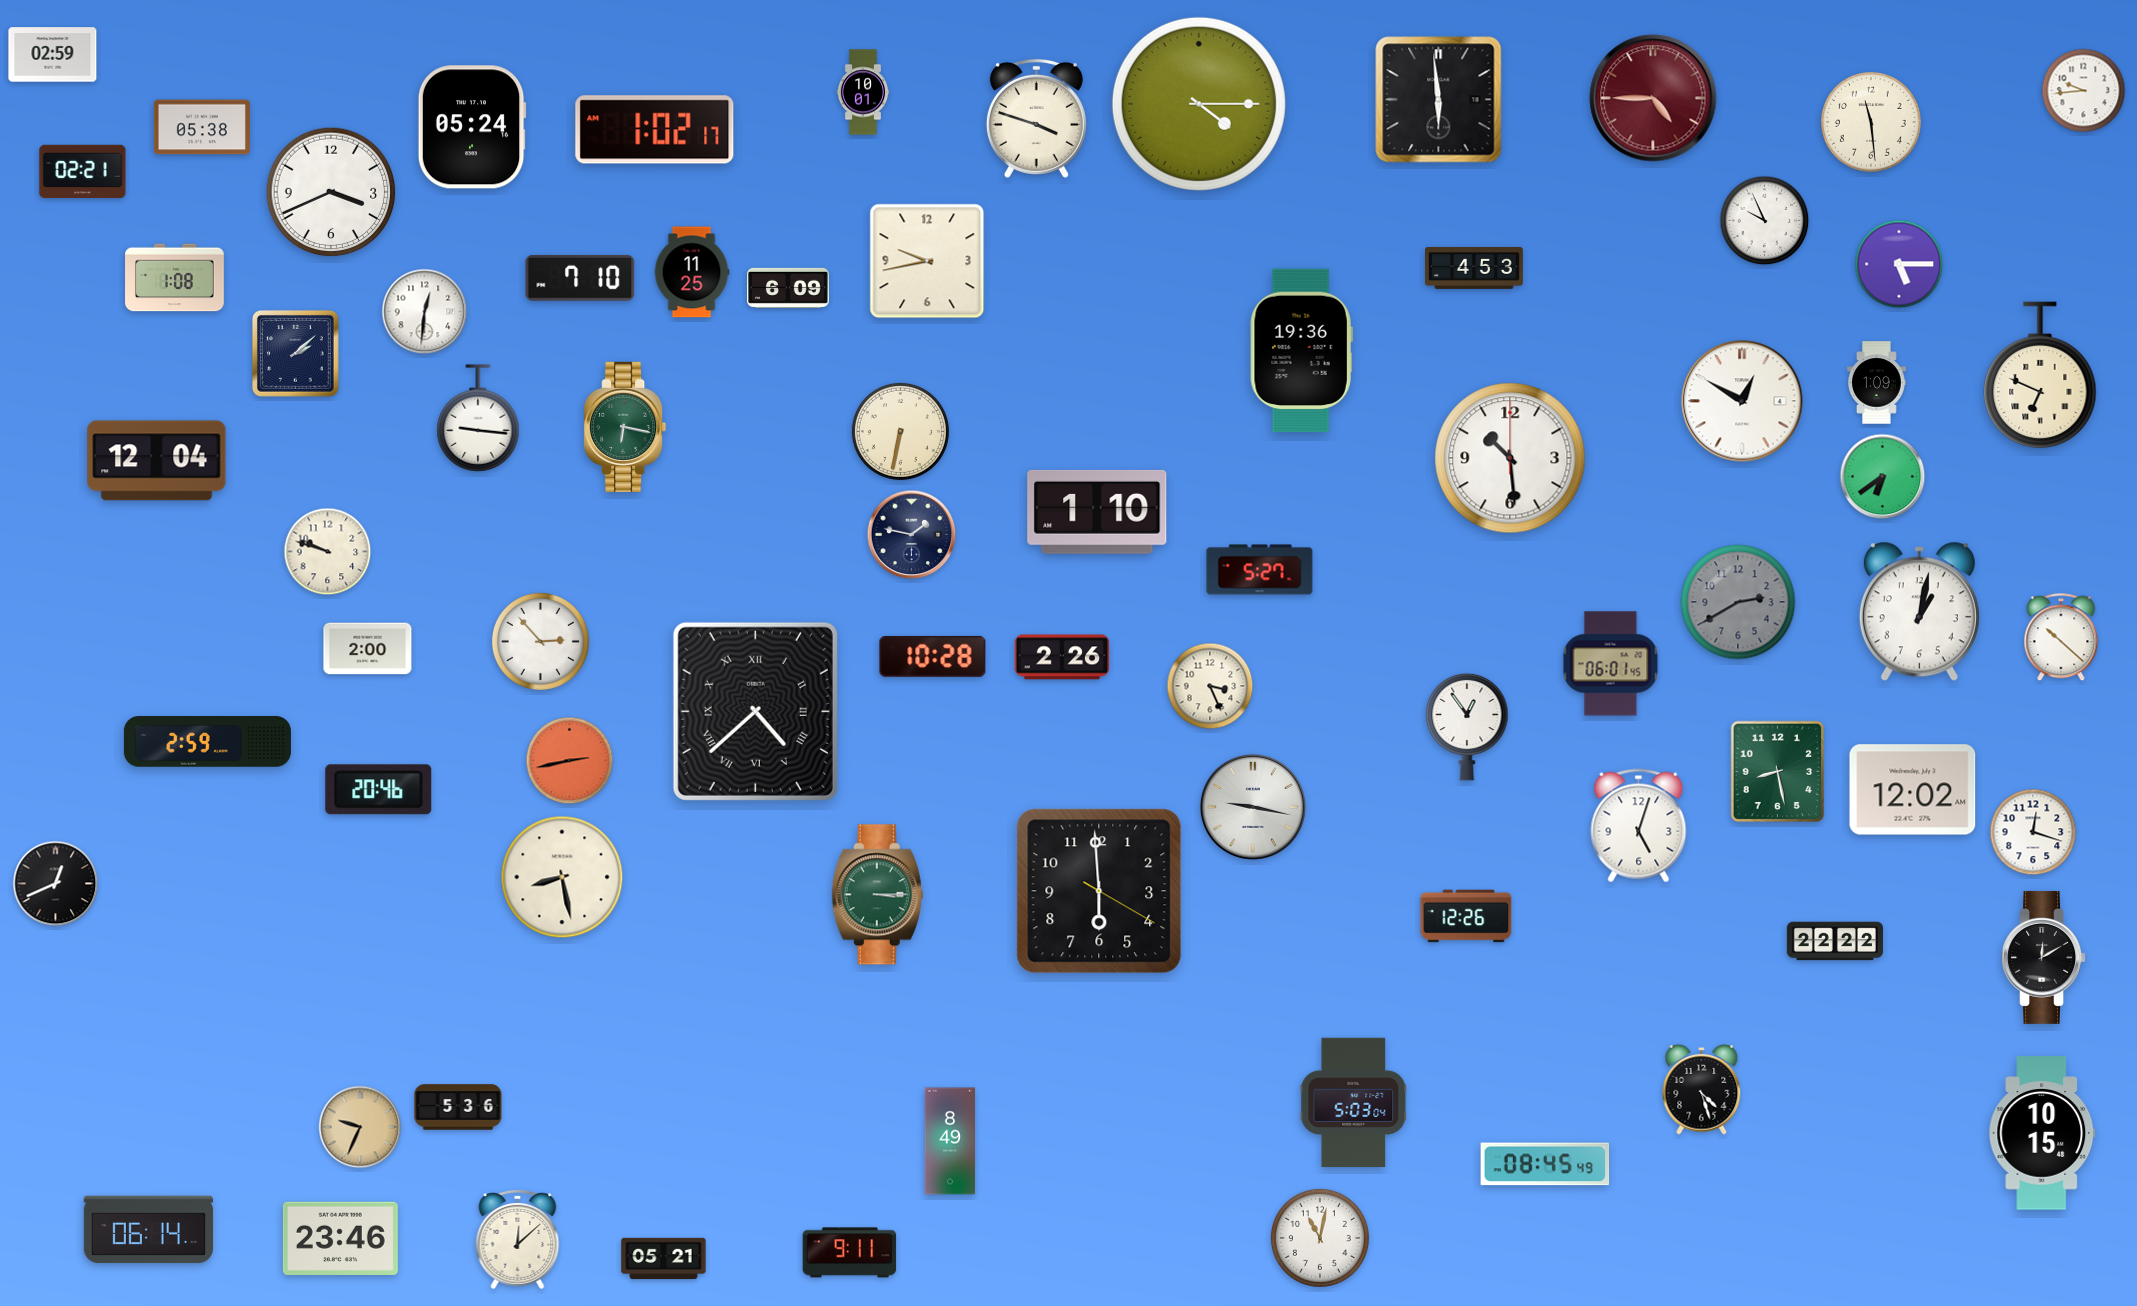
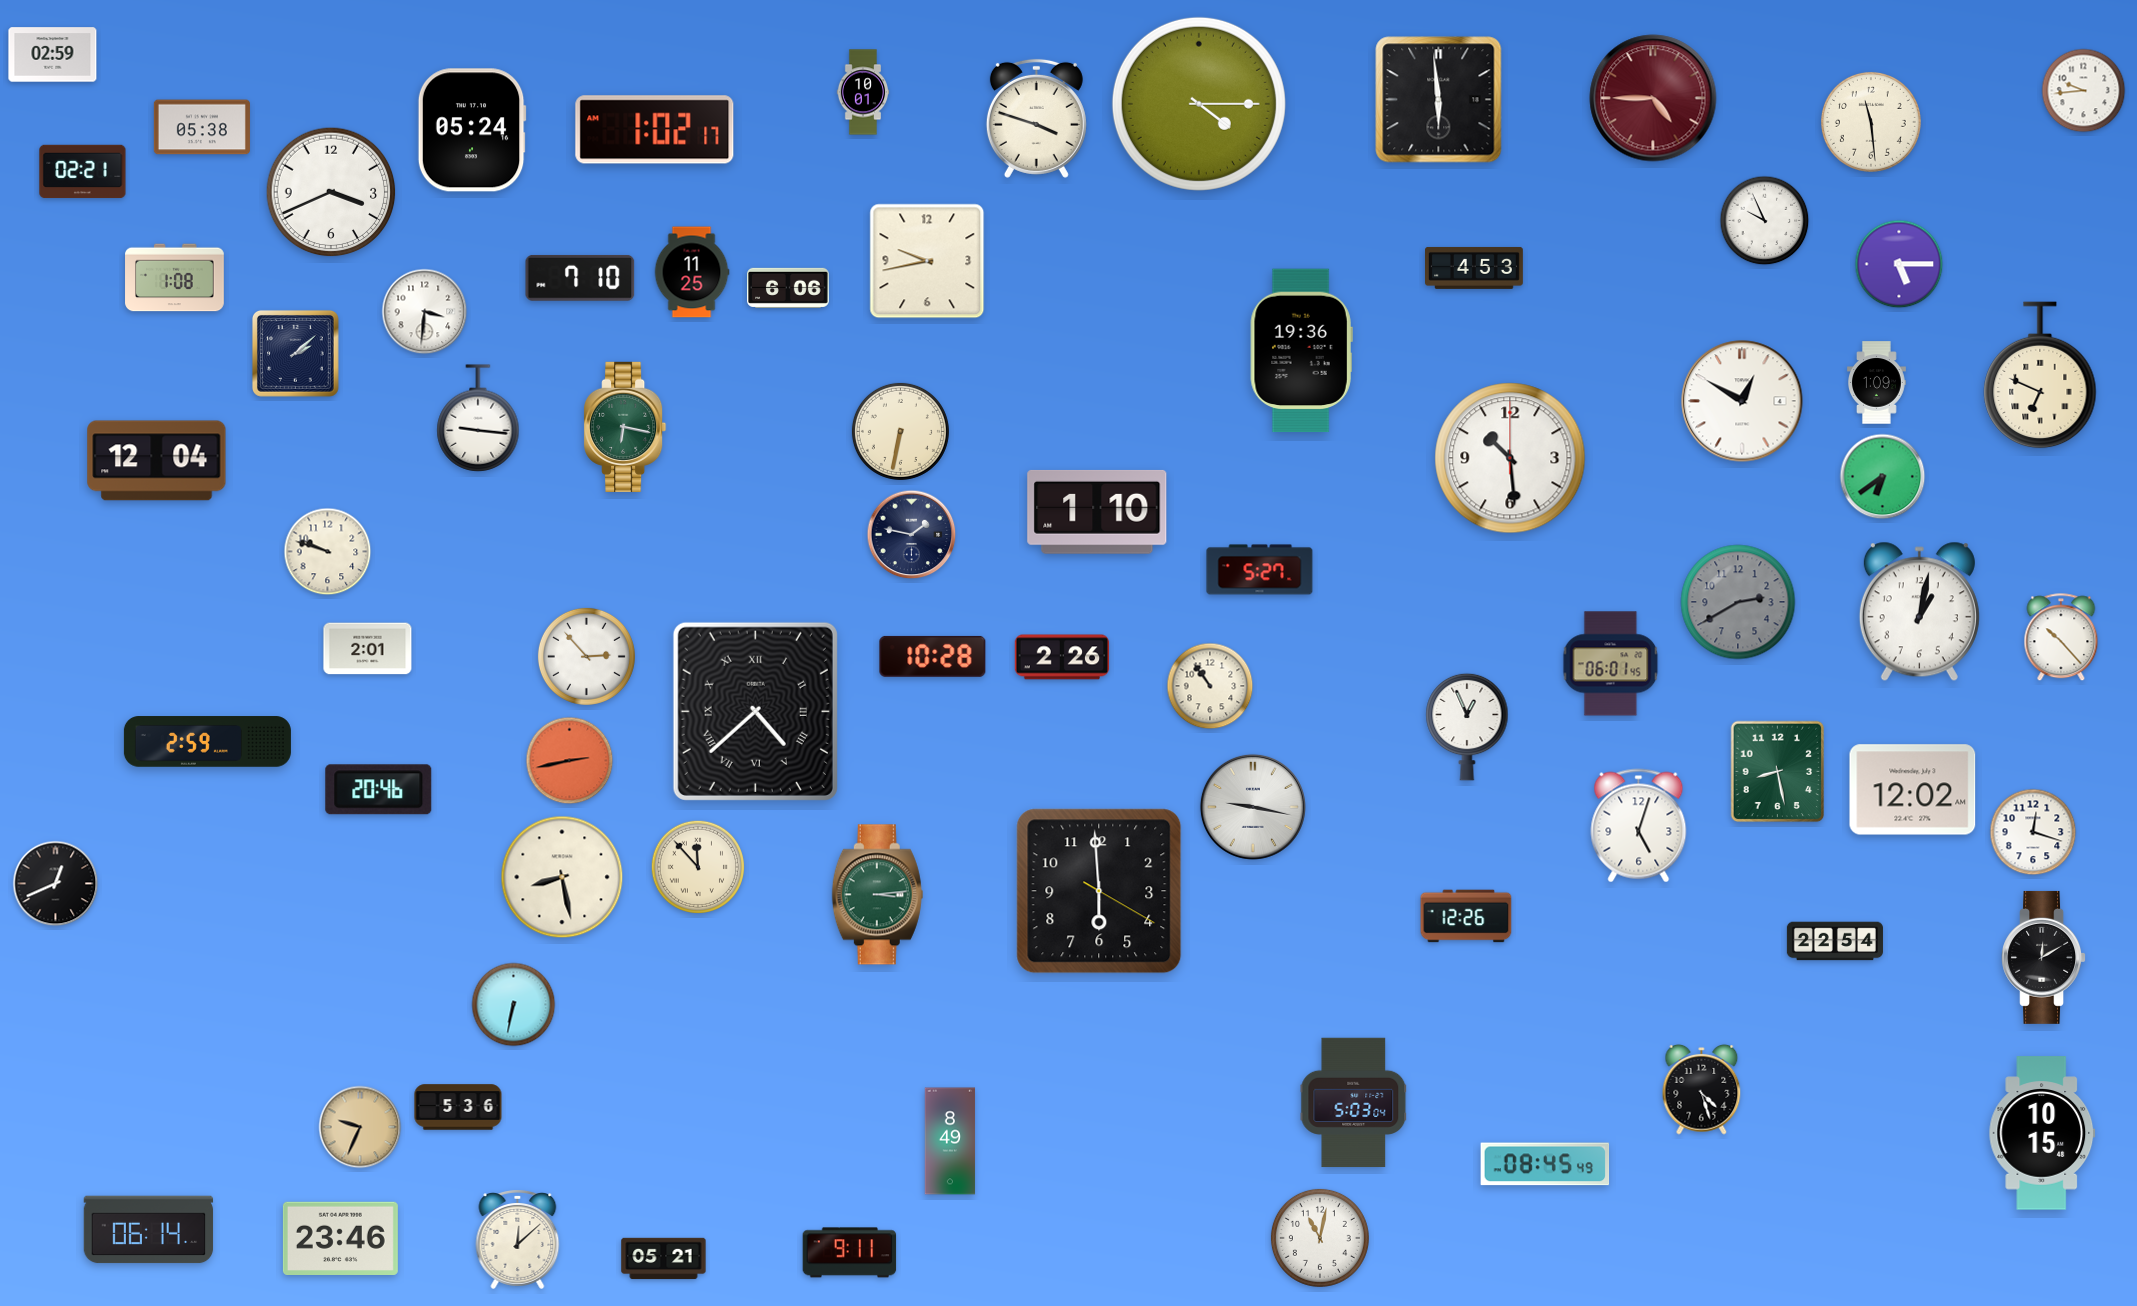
clock at (472, 127) position: (472, 127) -> (472, 130)
clock at (788, 288): 6:09 -> 6:06
clock at (425, 312): 12:31 -> 3:31
clock at (2061, 638): 10:22 -> 10:23
clock at (540, 641) position: (540, 641) -> (586, 656)
clock at (368, 649): 2:00 -> 2:01
clock at (1210, 686): 3:26 -> 10:54
clock at (1467, 727): 12:54 -> 12:56
clock at (698, 867): none -> 11:53
clock at (877, 895): 3:15 -> 3:14
clock at (1835, 941): 22:22 -> 22:54
clock at (514, 1005): none -> 6:32
